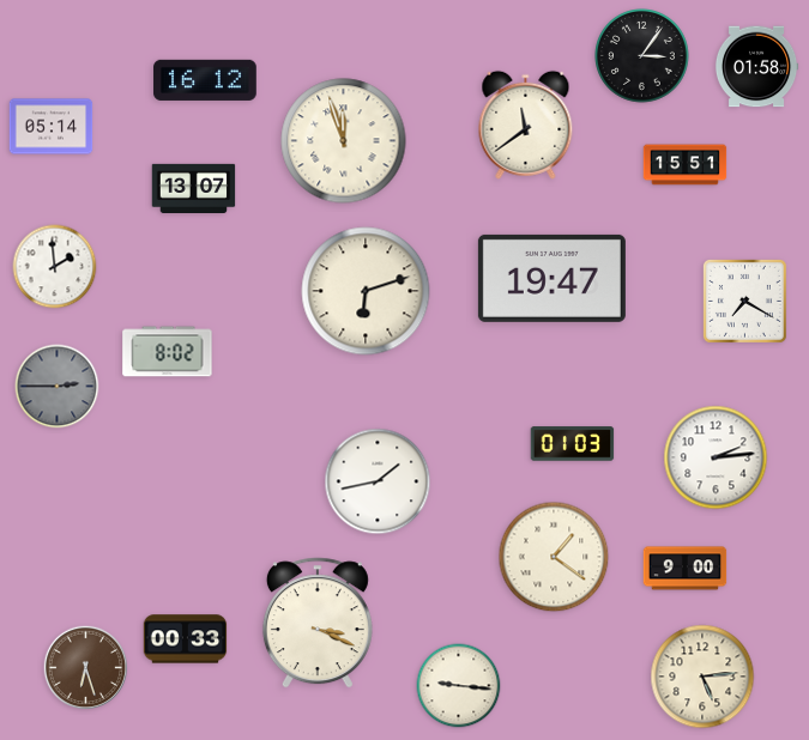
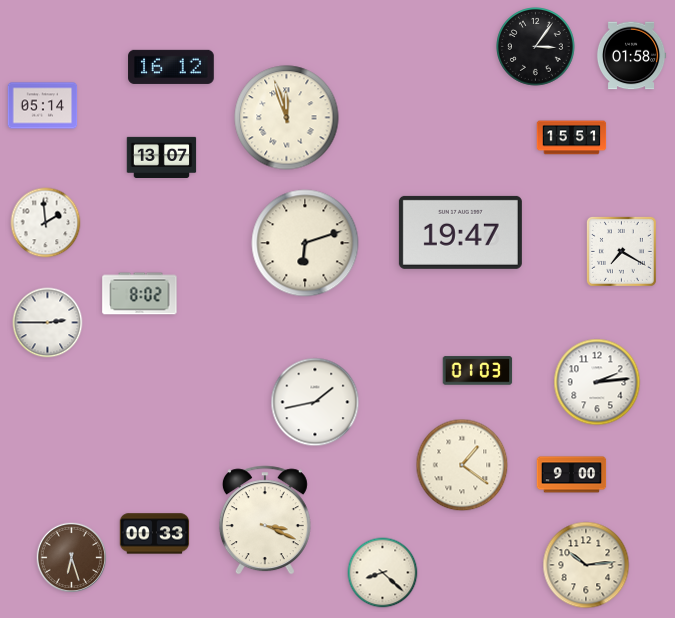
clock at (526, 125): 11:39 -> none
clock at (58, 387) dial: grey -> white
clock at (702, 677): 5:14 -> 10:14
clock at (459, 686): 9:16 -> 8:22
